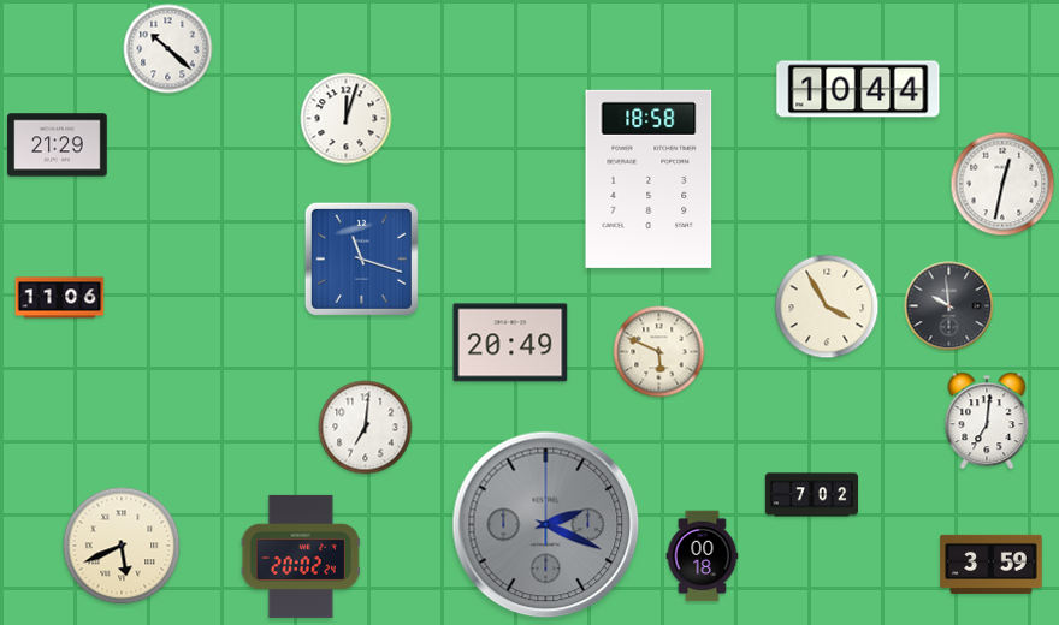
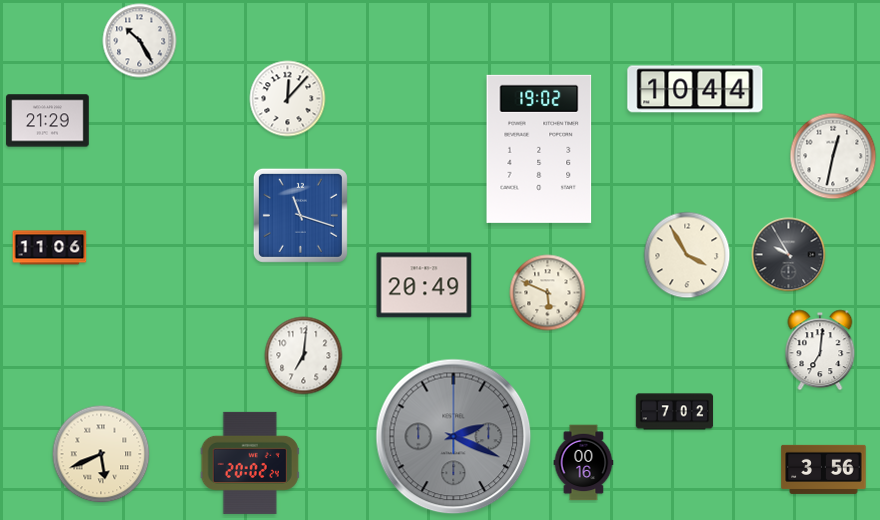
clock at (168, 49): 10:22 -> 10:25
clock at (858, 89) position: (858, 89) -> (695, 89)
clock at (347, 119): 12:03 -> 12:07
clock at (649, 179): 18:58 -> 19:02
clock at (1002, 184) position: (1002, 184) -> (833, 156)
clock at (949, 306): 9:59 -> 9:55
clock at (703, 556): 00:18 -> 00:16
clock at (992, 564): 3:59 -> 3:56
